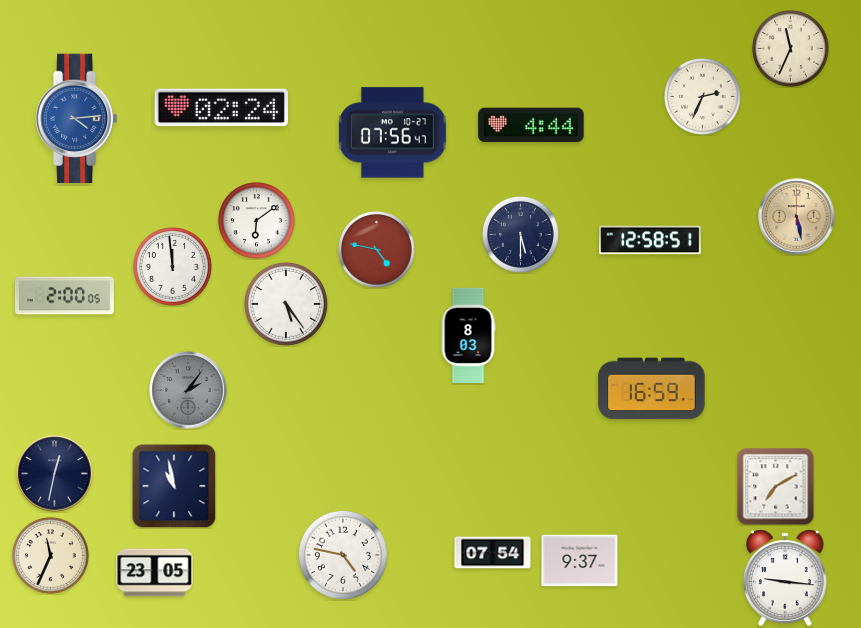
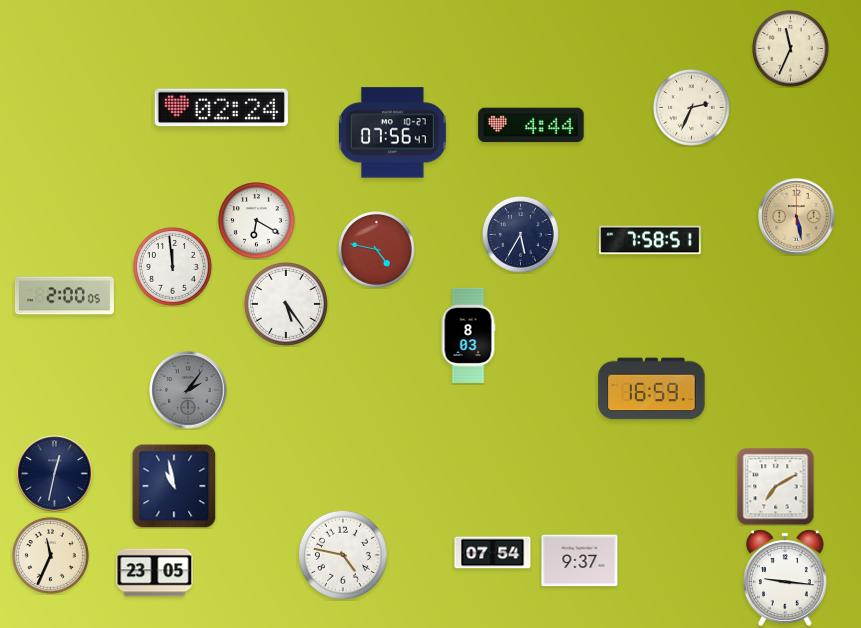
clock at (703, 97) position: (703, 97) -> (692, 108)
clock at (77, 119): 4:14 -> none
clock at (257, 221): 6:09 -> 6:20
clock at (521, 235): 5:30 -> 5:35
clock at (650, 240): 12:58 -> 7:58
